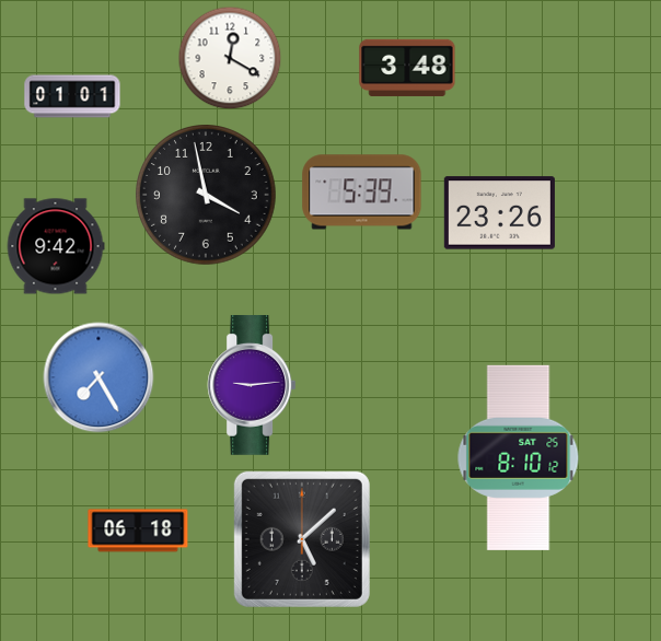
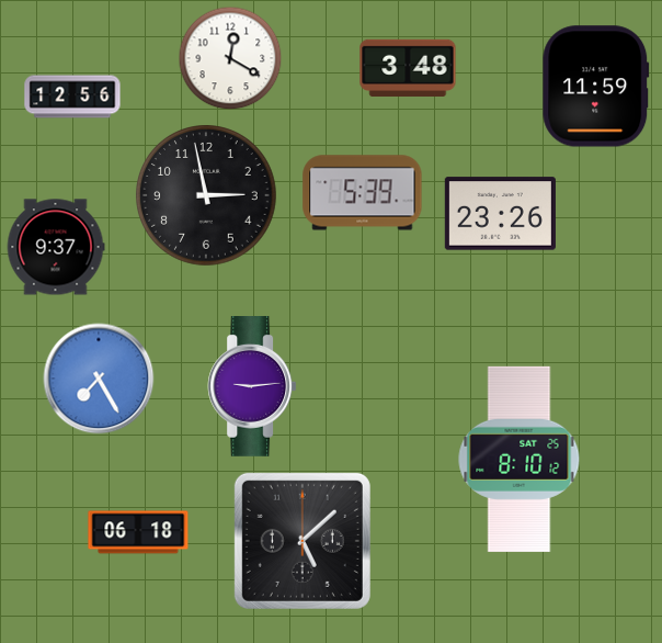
clock at (596, 87): none -> 11:59
clock at (72, 96): 01:01 -> 12:56
clock at (207, 196): 3:58 -> 2:58
clock at (56, 246): 9:42 -> 9:37
